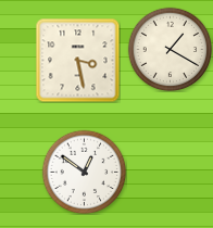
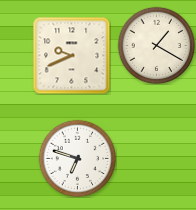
clock at (77, 60): 3:28 -> 9:41
clock at (84, 172): 12:51 -> 6:48
